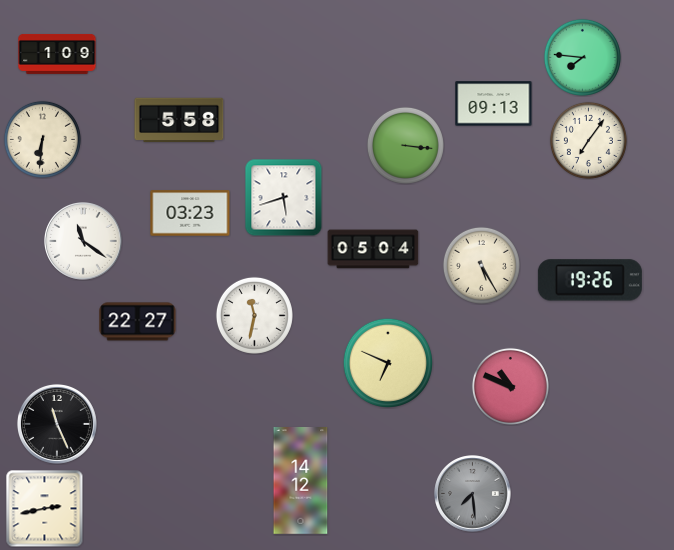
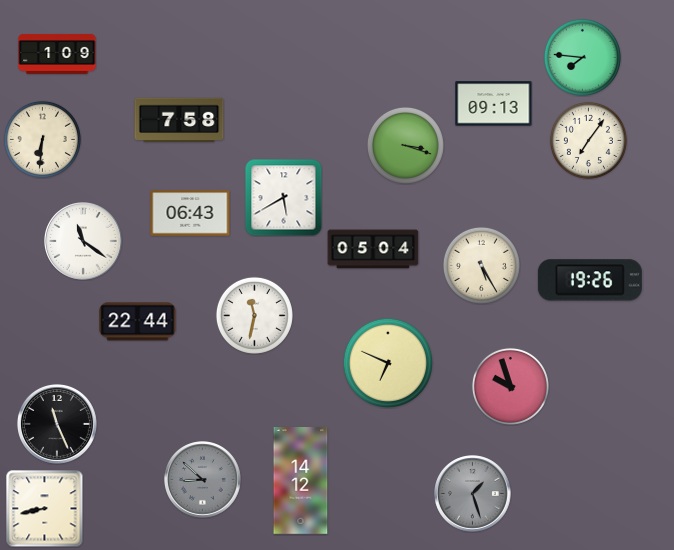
clock at (179, 120): 5:58 -> 7:58
clock at (405, 145): 3:16 -> 3:18
clock at (283, 197): 5:42 -> 5:40
clock at (190, 213): 03:23 -> 06:43
clock at (138, 322): 22:27 -> 22:44
clock at (510, 386): 10:49 -> 9:57
clock at (203, 480): none -> 8:52
clock at (473, 494): 7:29 -> 1:27
clock at (44, 508): 2:43 -> 8:43
